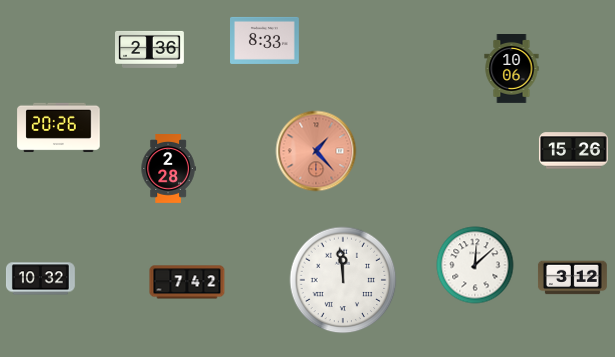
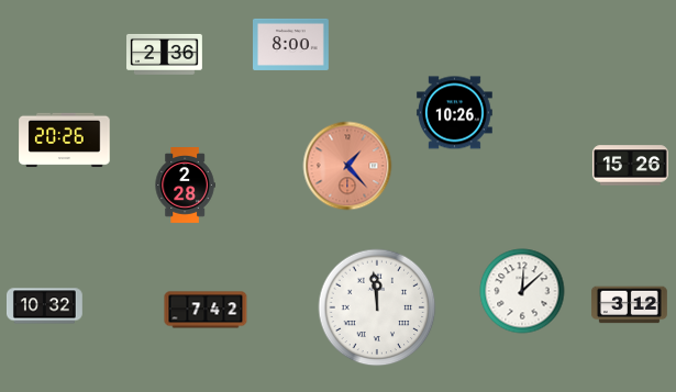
clock at (265, 40): 8:33 -> 8:00
clock at (512, 69): 10:06 -> none
clock at (454, 113): none -> 10:26
